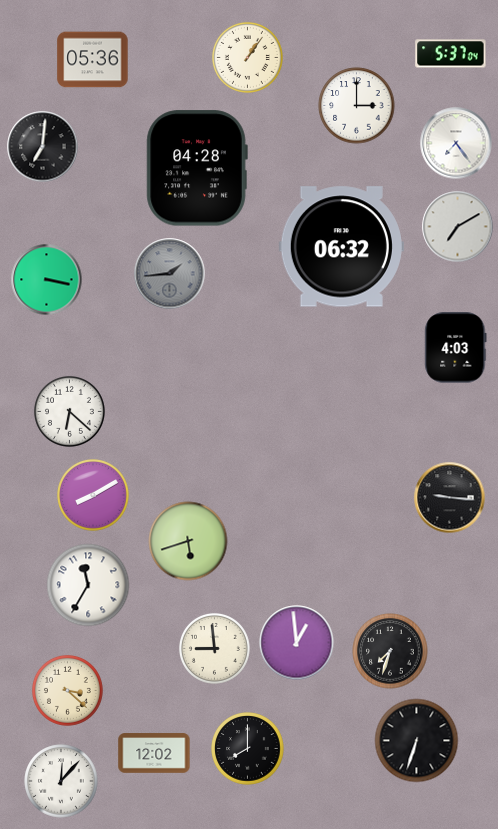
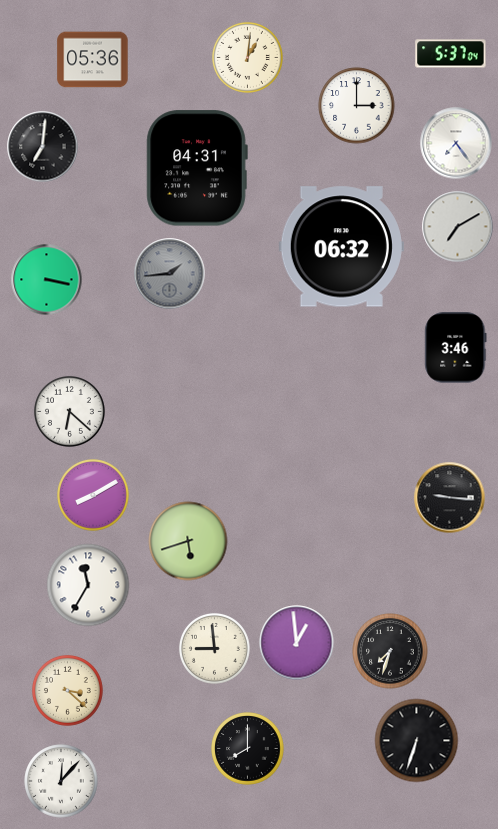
clock at (247, 57): 1:06 -> 1:01
clock at (197, 168): 04:28 -> 04:31
clock at (456, 348): 4:03 -> 3:46
clock at (154, 753): 12:02 -> none
